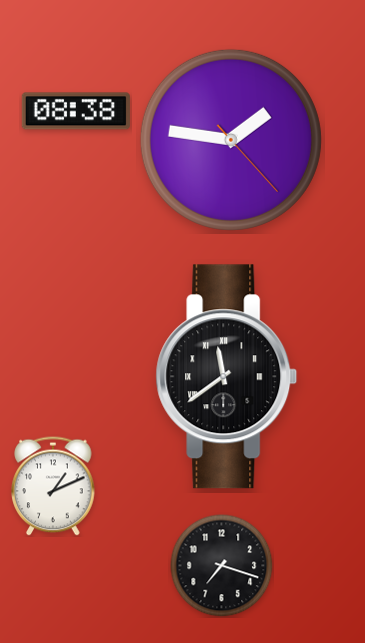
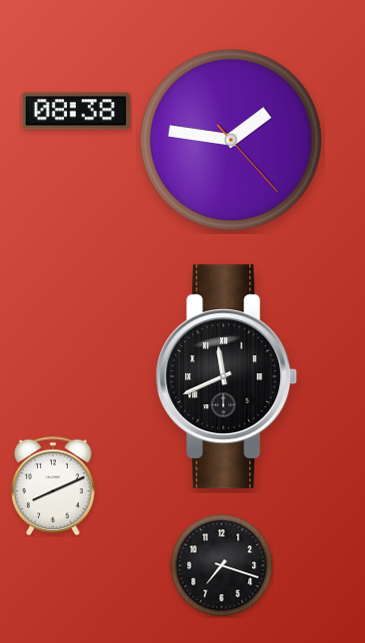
clock at (227, 377): 11:39 -> 11:41
clock at (53, 486): 1:11 -> 8:11
